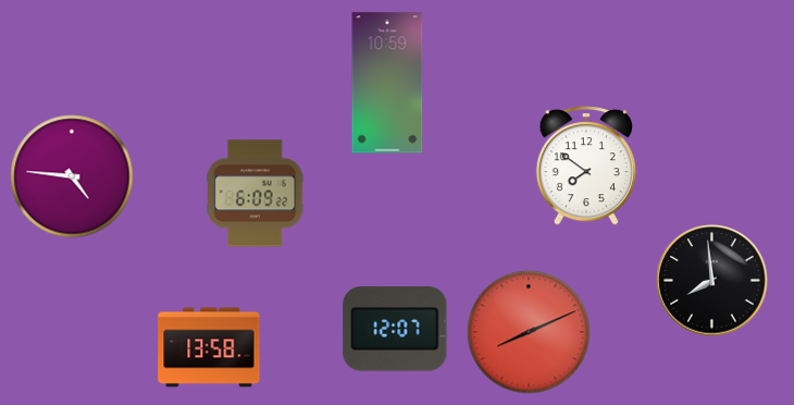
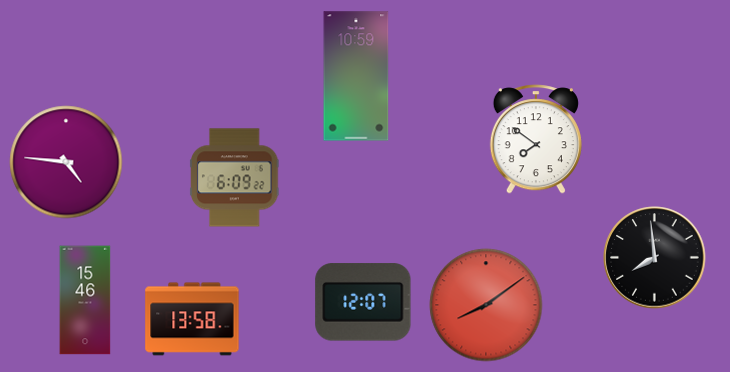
clock at (586, 165) position: (586, 165) -> (536, 139)
clock at (85, 300): none -> 15:46
clock at (529, 332): 8:11 -> 8:09
